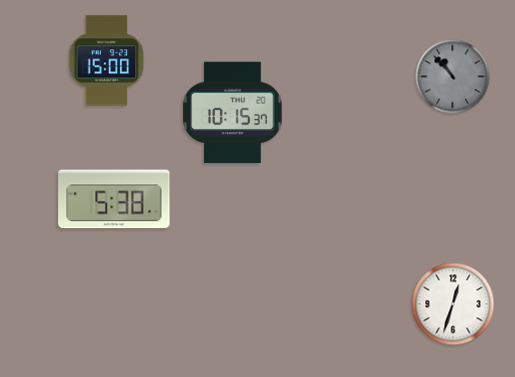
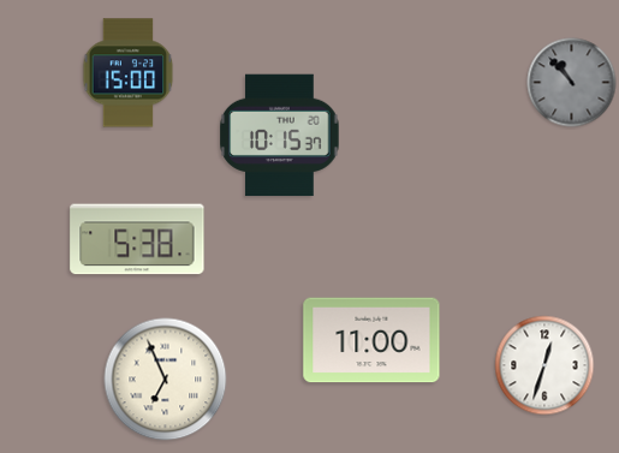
clock at (453, 77) position: (453, 77) -> (572, 83)
clock at (371, 340): none -> 11:00
clock at (166, 380): none -> 6:56
